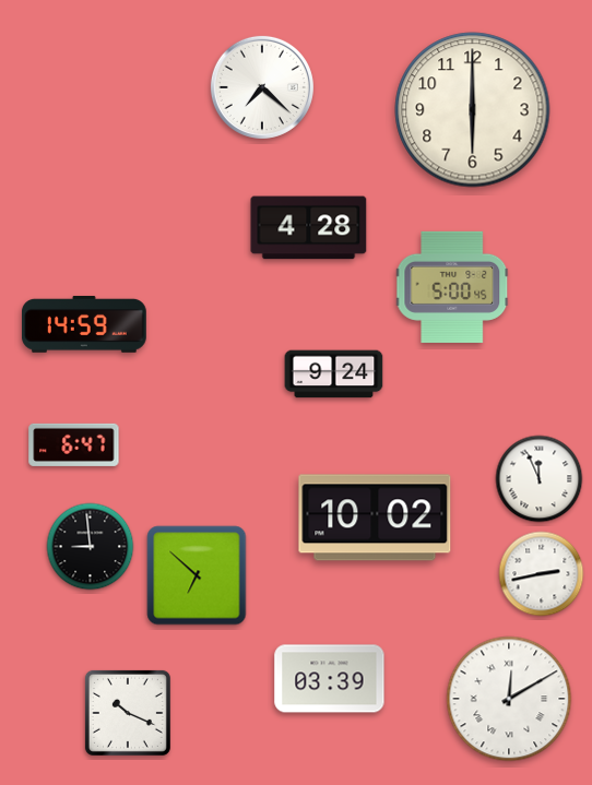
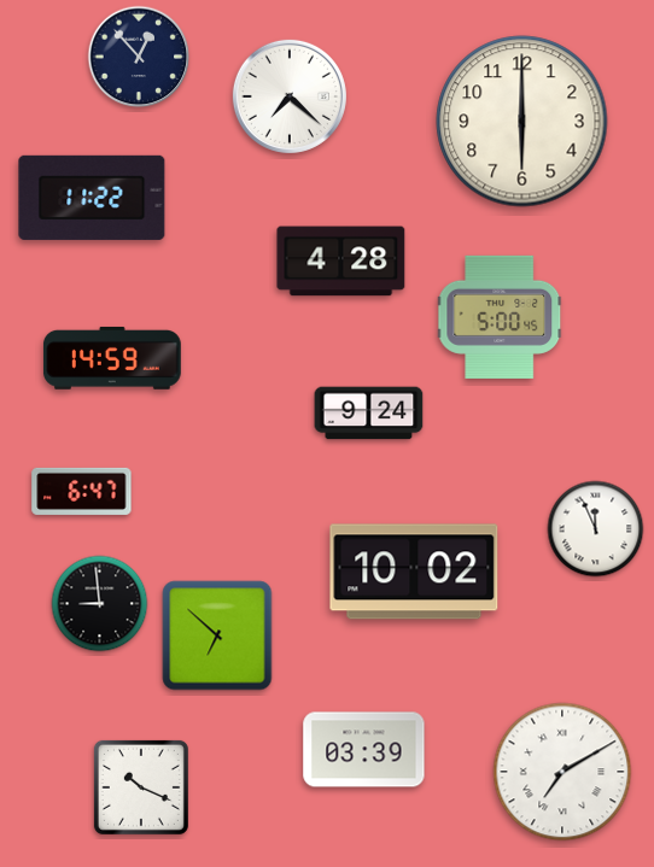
clock at (139, 57): none -> 12:53
clock at (92, 198): none -> 11:22
clock at (309, 228) position: (309, 228) -> (341, 262)
clock at (84, 324) position: (84, 324) -> (112, 358)
clock at (542, 574): 2:43 -> none
clock at (509, 699): 12:10 -> 7:10
